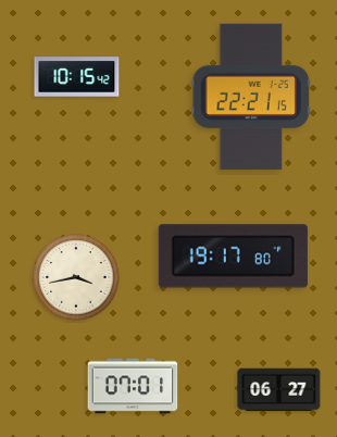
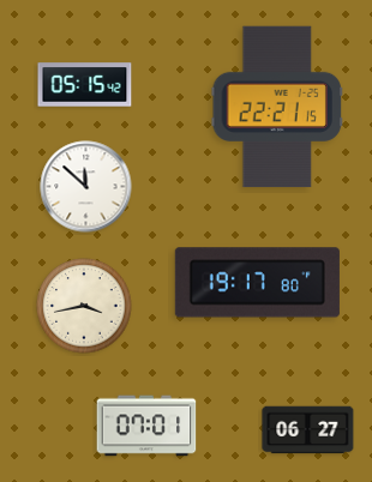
clock at (77, 77): 10:15 -> 05:15
clock at (86, 187): none -> 11:52
